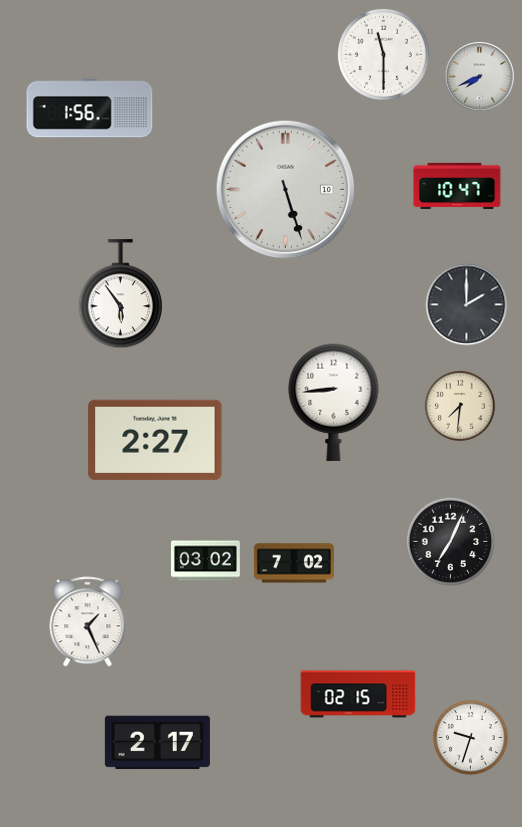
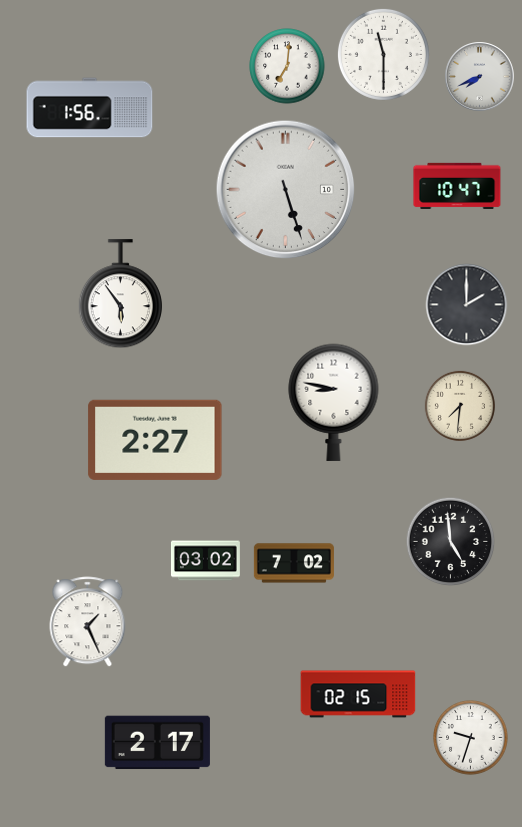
clock at (287, 66): none -> 7:01
clock at (334, 402): 8:44 -> 8:47
clock at (451, 542): 7:04 -> 4:59
